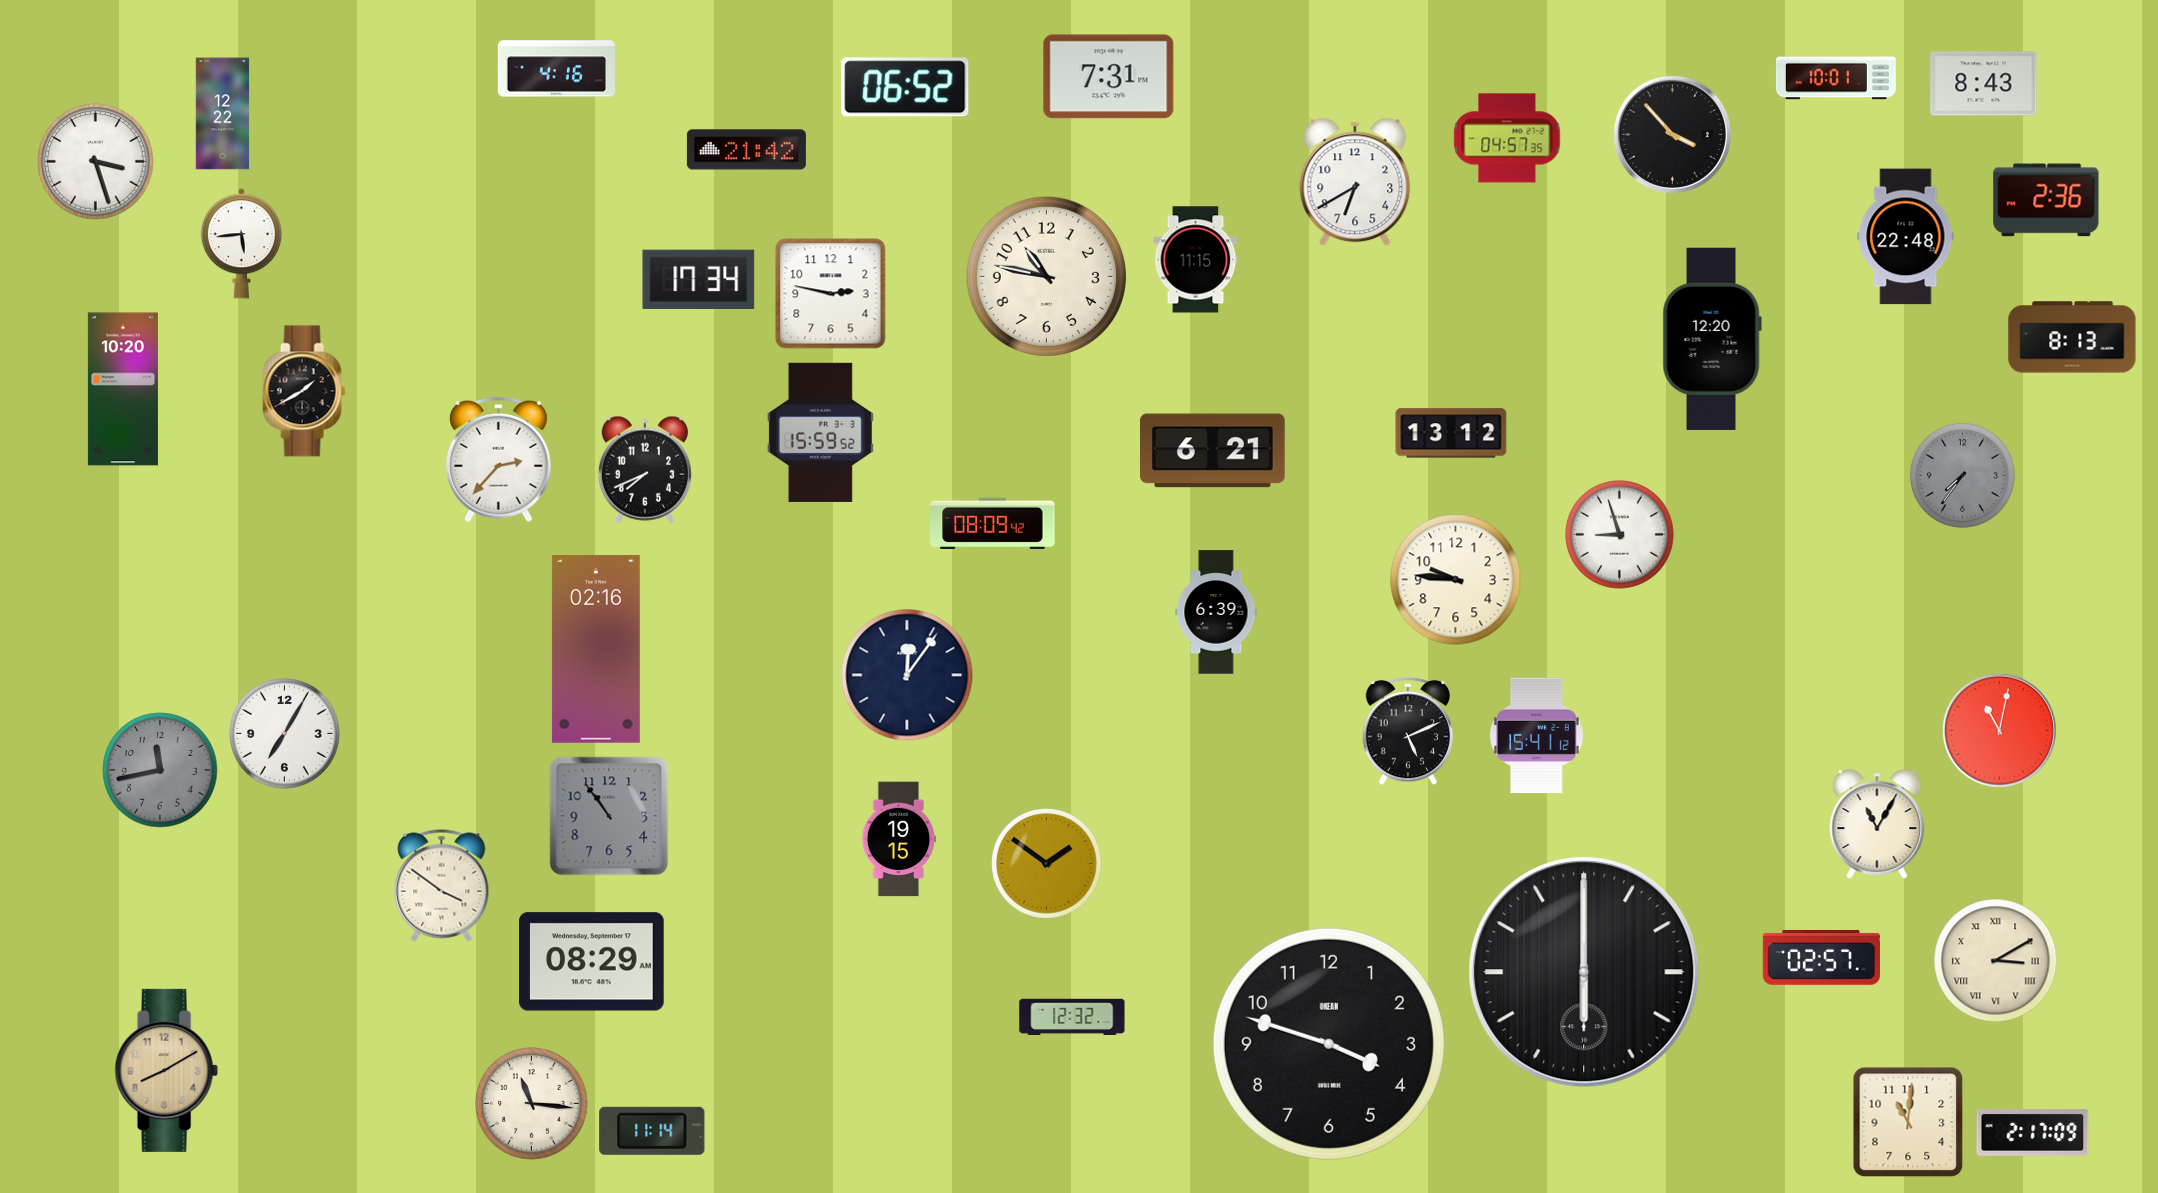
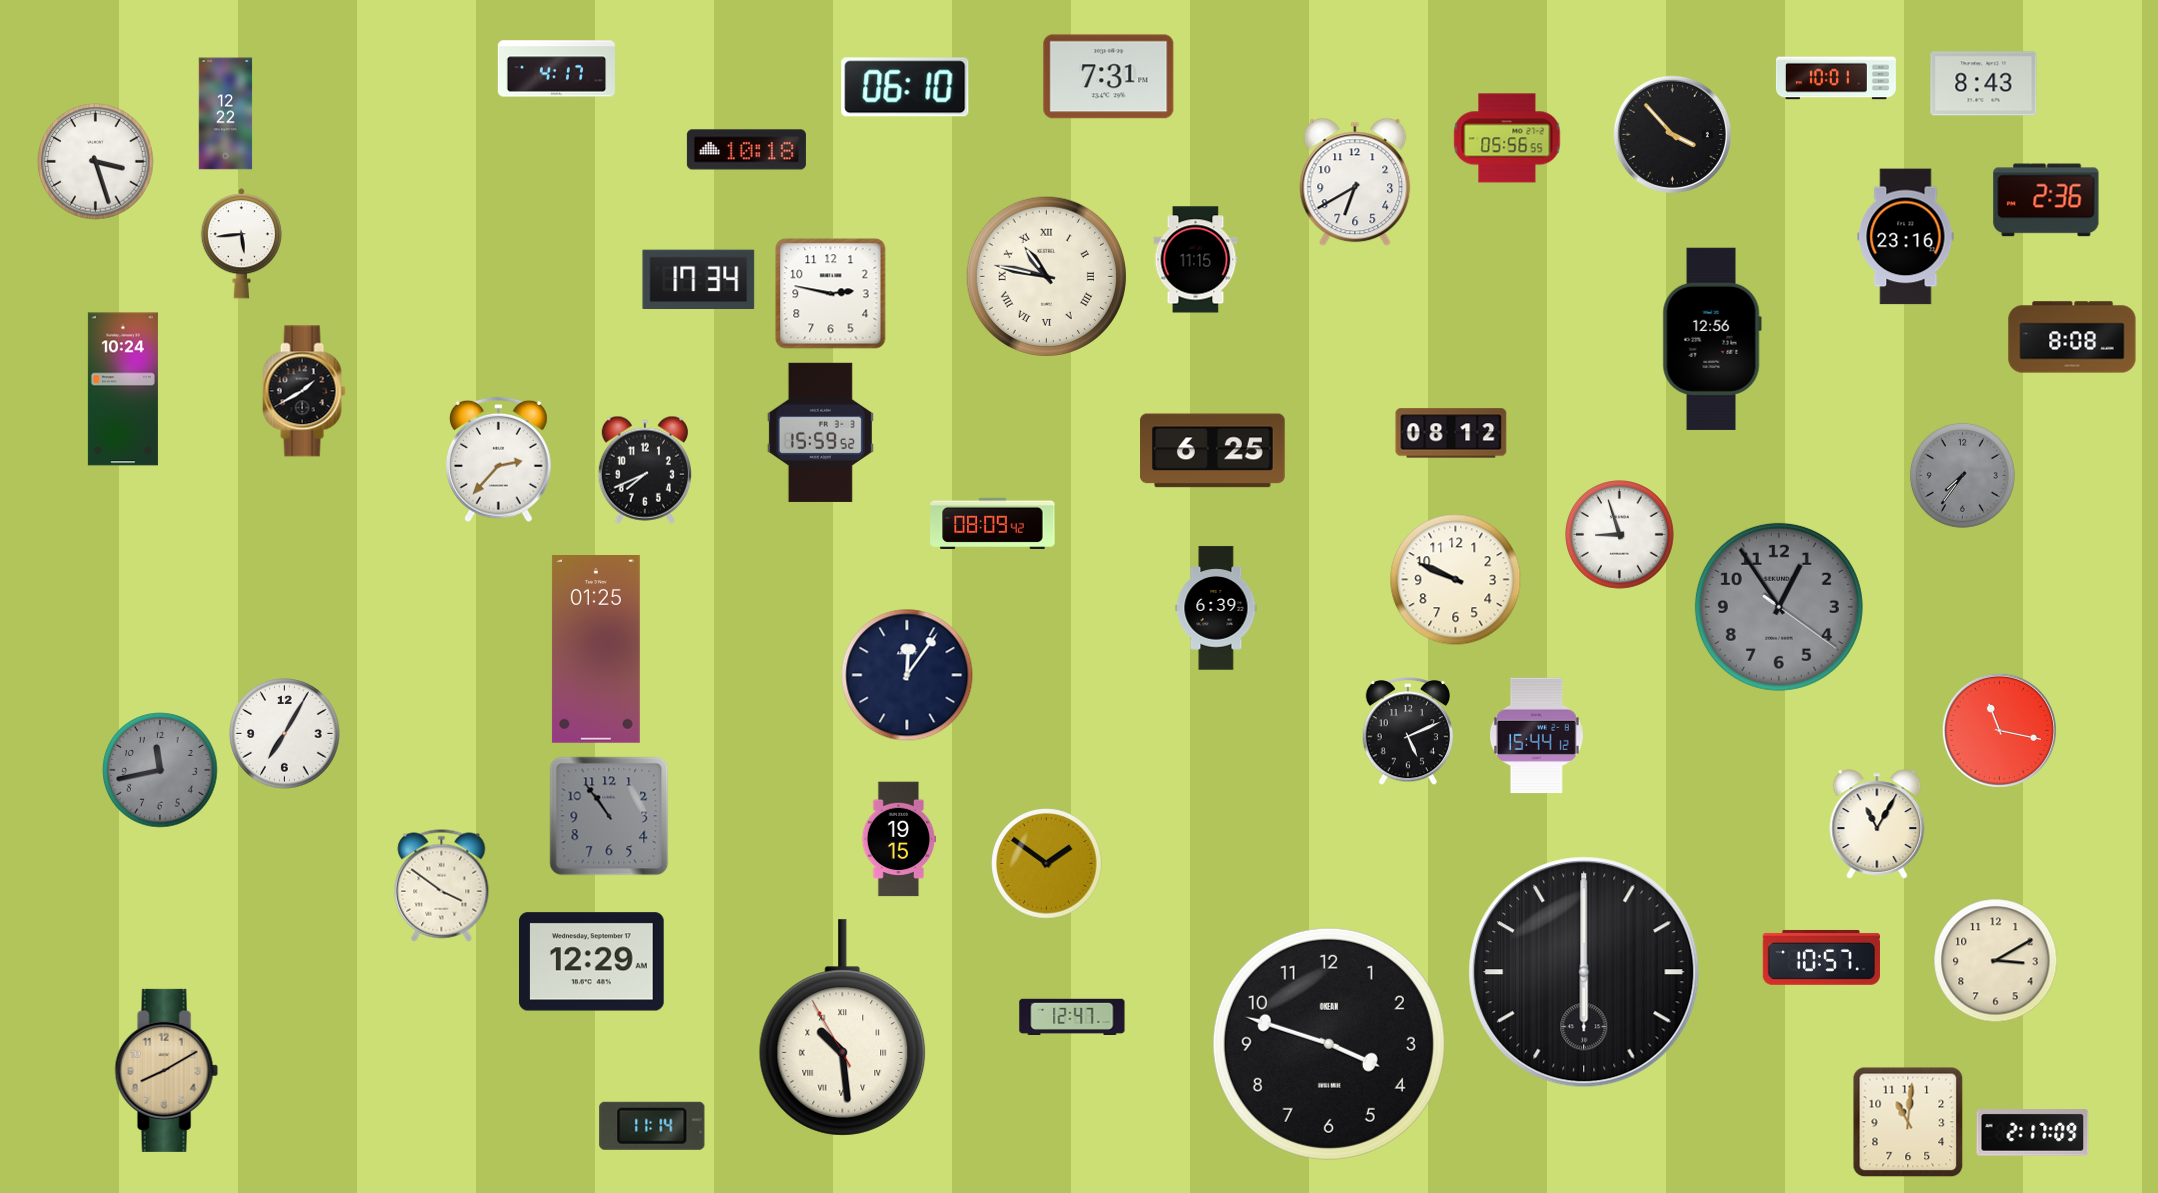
clock at (556, 69): 4:16 -> 4:17
clock at (905, 87): 06:52 -> 06:10
clock at (223, 114) position: (223, 114) -> (226, 114)
clock at (1507, 138): 04:57 -> 05:56
clock at (746, 150): 21:42 -> 10:18
clock at (1906, 237): 22:48 -> 23:16
clock at (1046, 276) numerals: Arabic -> Roman
clock at (2072, 337): 8:13 -> 8:08
clock at (1712, 339): 12:20 -> 12:56
clock at (123, 389): 10:20 -> 10:24
clock at (1451, 433): 13:12 -> 08:12
clock at (1213, 451): 6:21 -> 6:25
clock at (1456, 580): 9:46 -> 9:49
clock at (1779, 607): none -> 12:54
clock at (1216, 612) position: (1216, 612) -> (1216, 608)
clock at (596, 650): 02:16 -> 01:25
clock at (1999, 730): 11:02 -> 11:17
clock at (1536, 736): 15:41 -> 15:44
clock at (1821, 957): 02:57 -> 10:57
clock at (1996, 961) numerals: Roman -> Arabic
clock at (592, 962): 08:29 -> 12:29
clock at (1072, 1016): 12:32 -> 12:47
clock at (843, 1028): none -> 10:28
clock at (532, 1104): 11:16 -> none
clock at (652, 1131) position: (652, 1131) -> (652, 1126)
